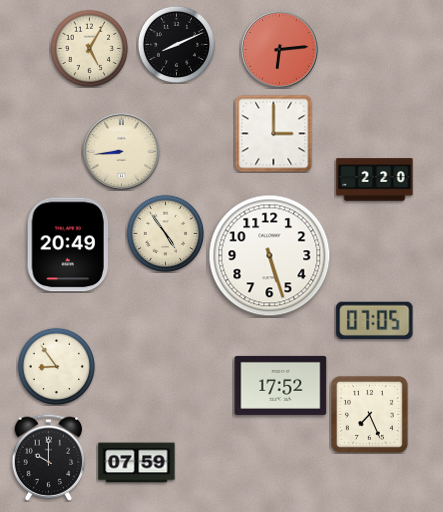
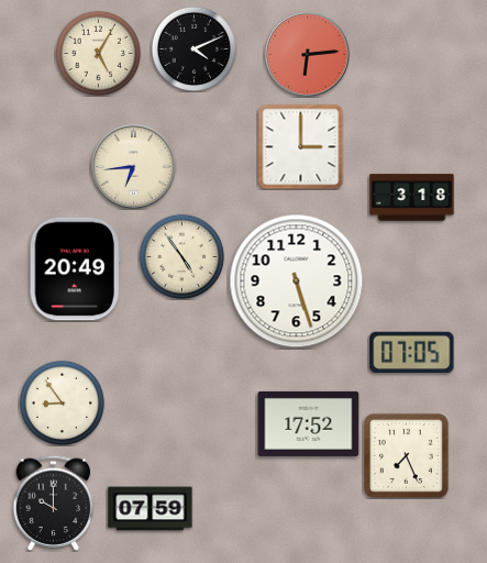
clock at (176, 44): 8:11 -> 4:11
clock at (121, 151): 8:44 -> 6:44
clock at (375, 180): 2:20 -> 3:18
